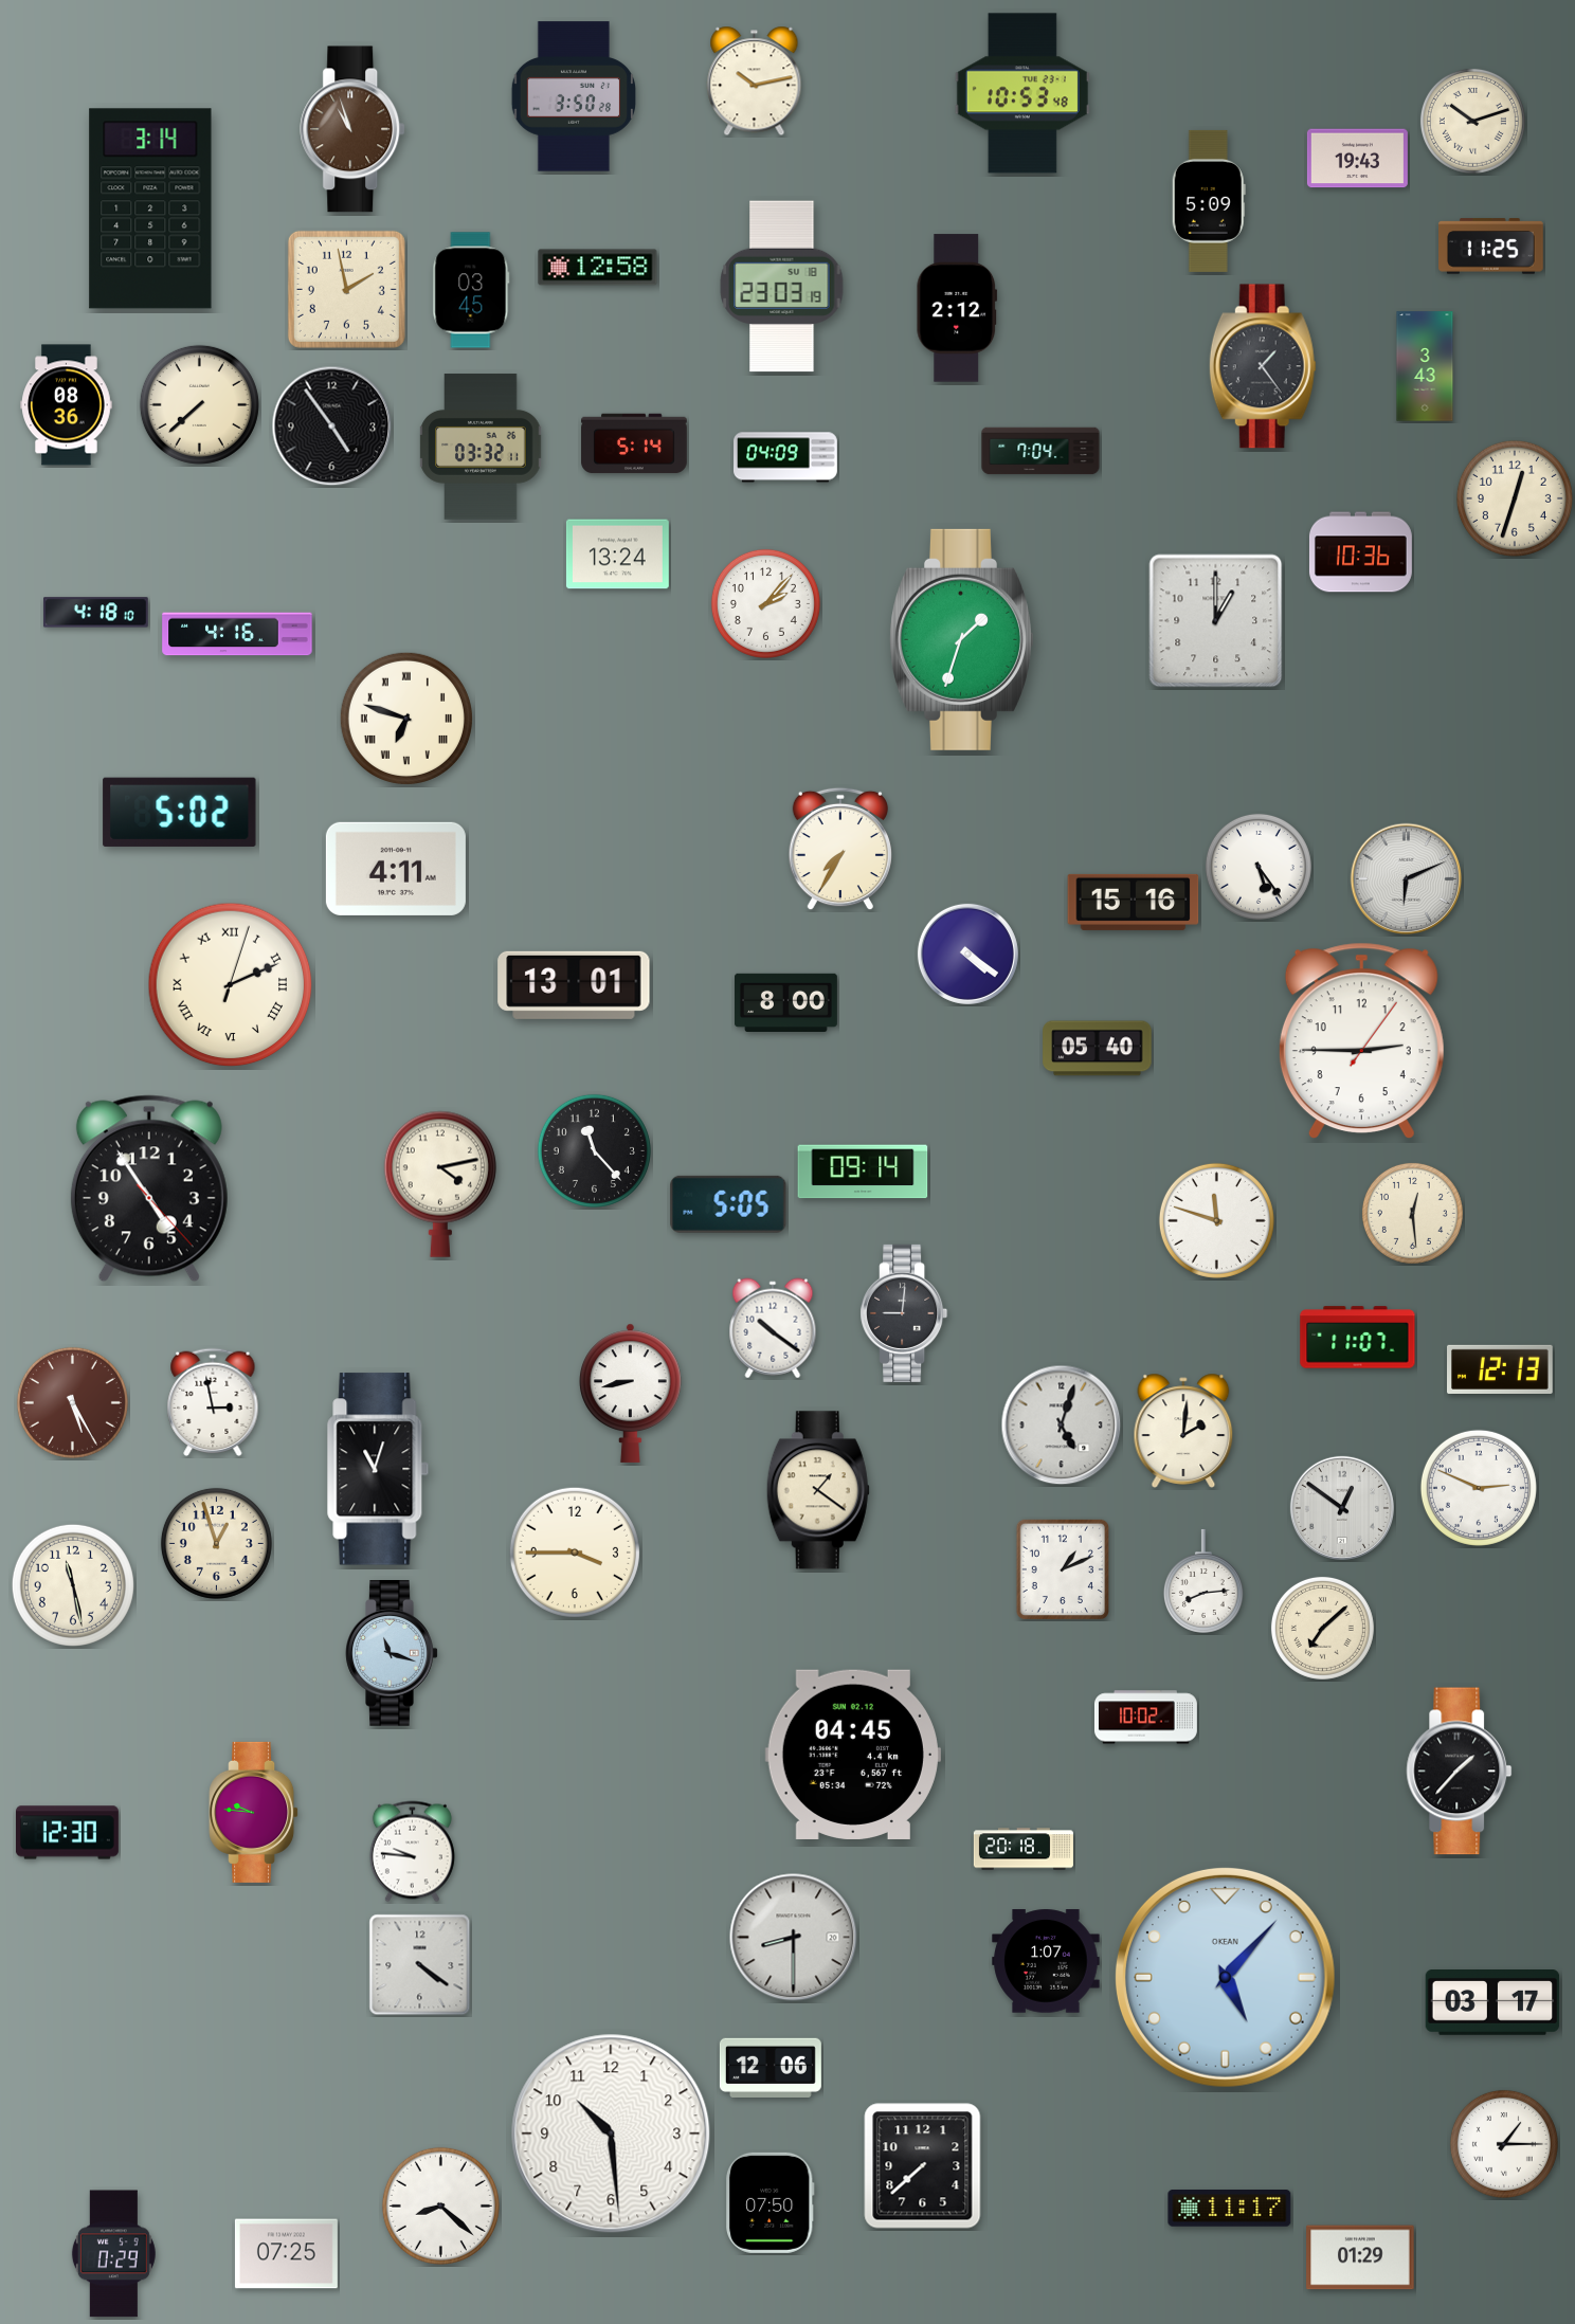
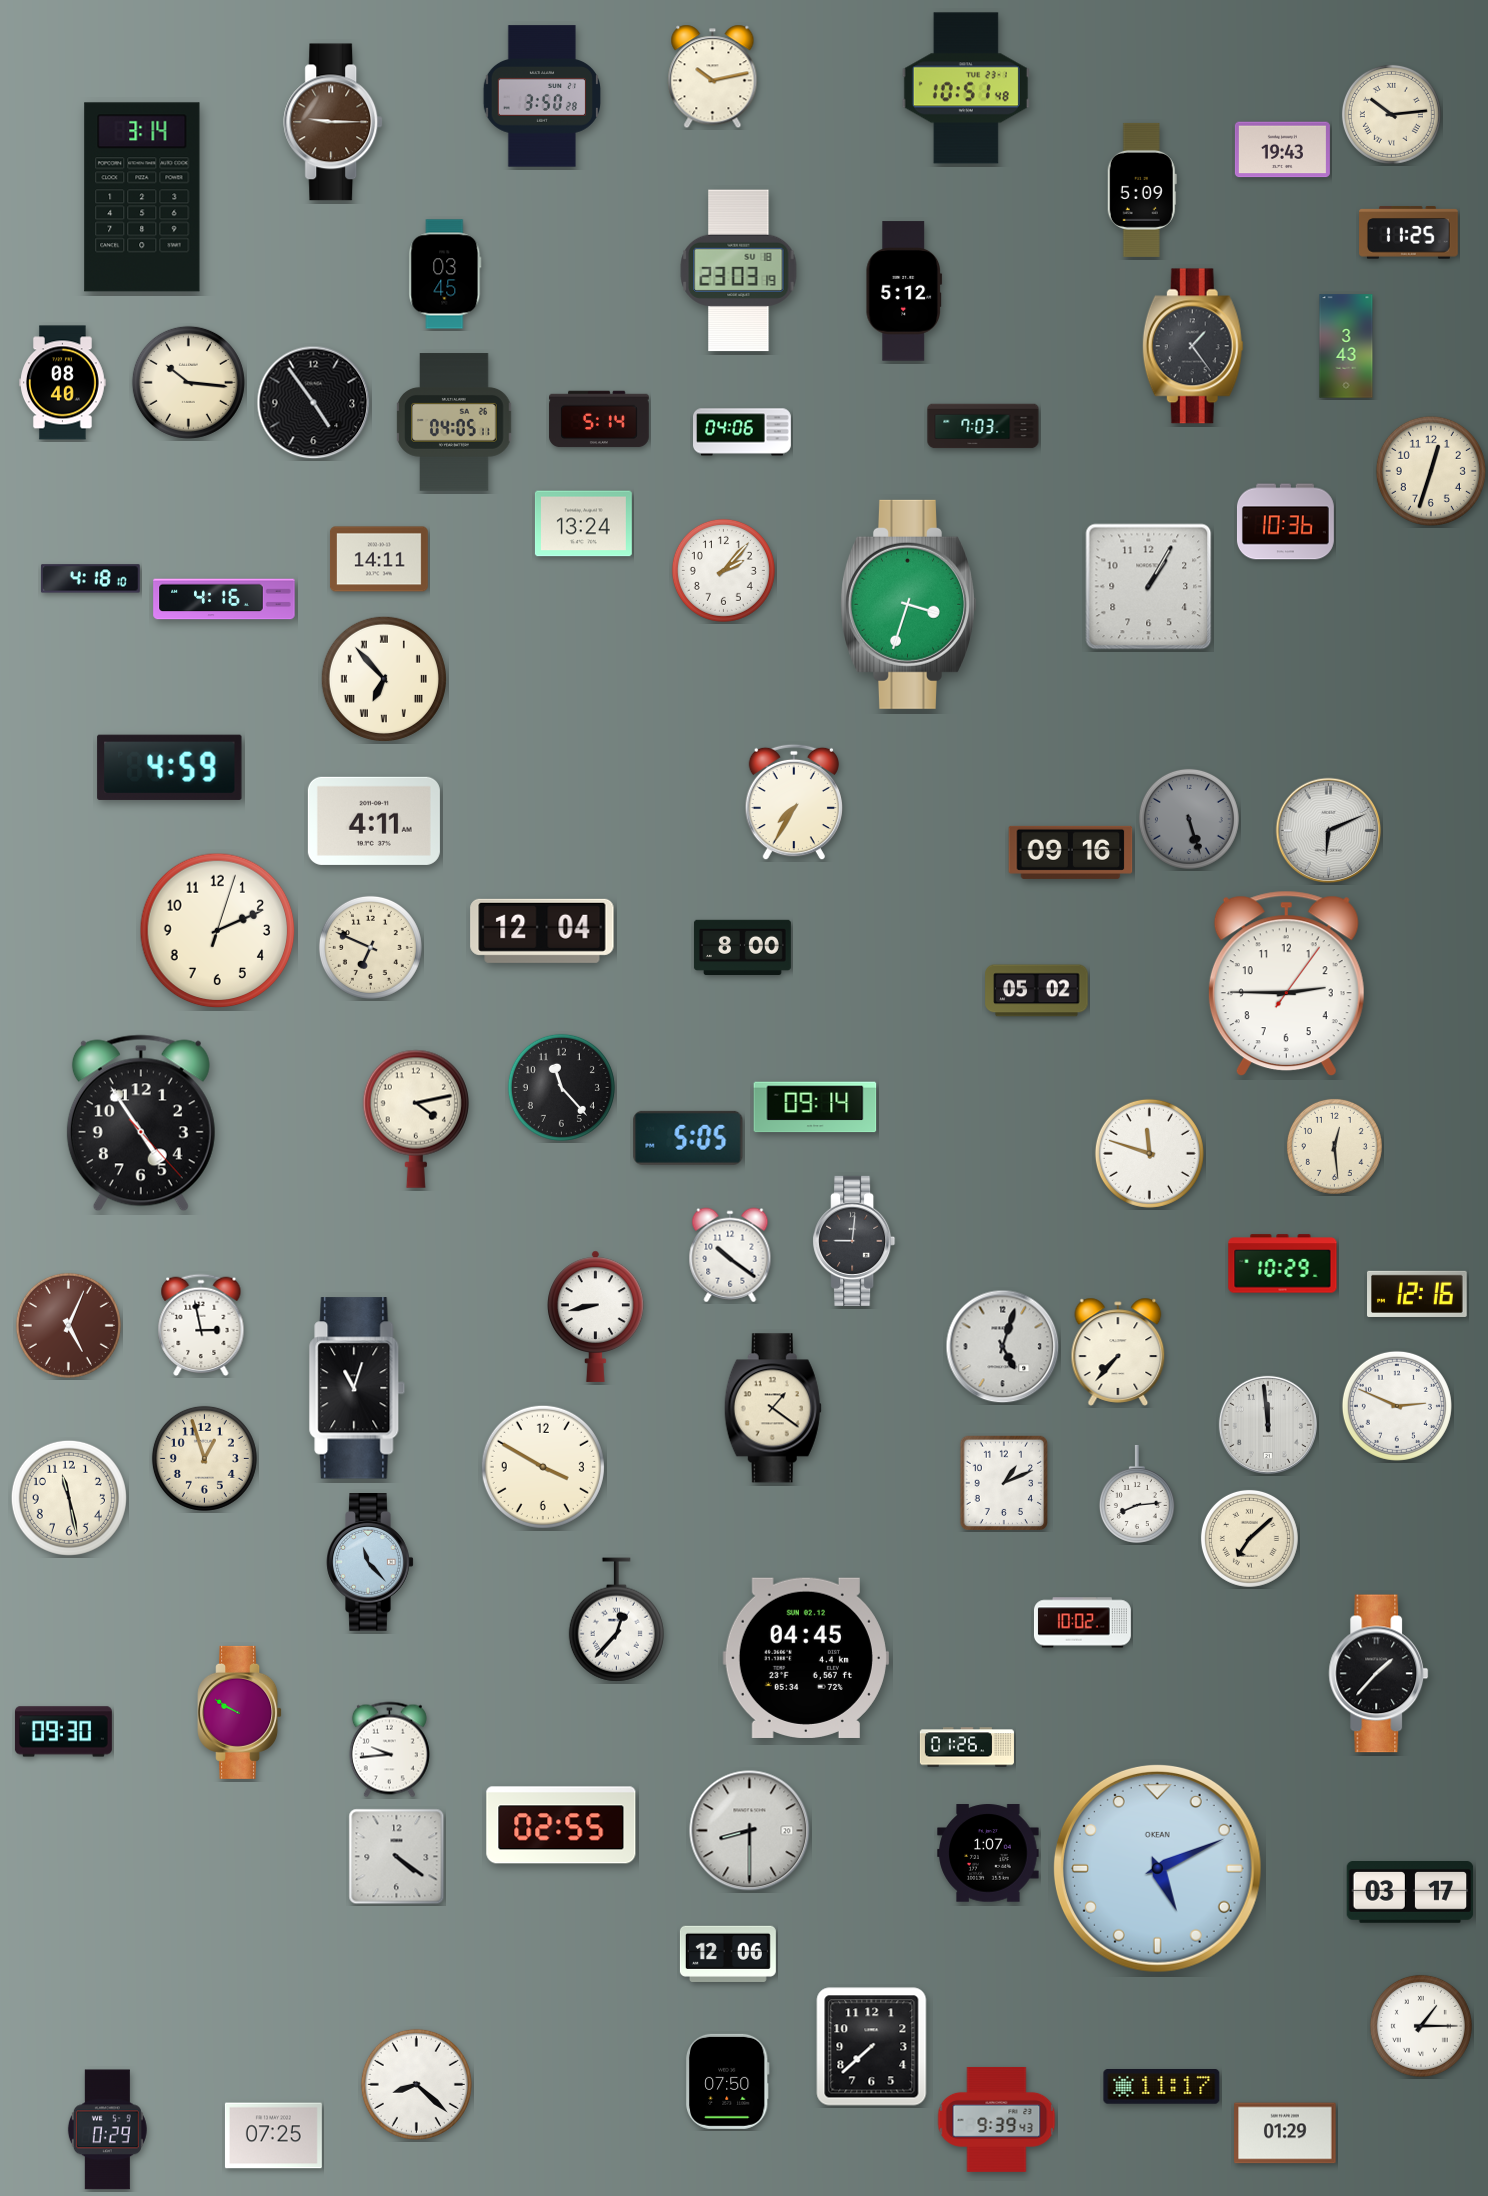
clock at (1022, 93): 10:53 -> 10:51
clock at (573, 96) position: (573, 96) -> (541, 96)
clock at (1472, 121): 10:12 -> 10:14
clock at (354, 129): 10:57 -> 9:15
clock at (598, 268): 12:58 -> none
clock at (346, 289): 1:58 -> none
clock at (957, 308): 2:12 -> 5:12
clock at (199, 404): 7:38 -> 10:16
clock at (67, 405): 08:36 -> 08:40
clock at (481, 447): 03:32 -> 04:05
clock at (1040, 451): 7:04 -> 7:03
clock at (786, 457): 04:09 -> 04:06
clock at (379, 559): none -> 14:11
clock at (1216, 621): 1:00 -> 1:05
clock at (962, 639): 1:33 -> 3:33
clock at (406, 719): 6:48 -> 6:53
clock at (180, 812): 5:02 -> 4:59
clock at (1259, 867): 5:24 -> 5:27
clock at (1259, 867) dial: white -> grey
clock at (1134, 902): 15:16 -> 09:16
clock at (967, 954): 4:21 -> none
clock at (231, 985) numerals: Roman -> Arabic
clock at (574, 985): 13:01 -> 12:04
clock at (370, 947): none -> 6:49
clock at (1098, 1049): 05:40 -> 05:02
clock at (1358, 1338): 11:07 -> 10:29
clock at (1501, 1369): 12:13 -> 12:16
clock at (72, 1402): 5:25 -> 5:04
clock at (1183, 1431): 2:01 -> 7:37
clock at (1342, 1508): 12:51 -> 11:59
clock at (575, 1553): 3:45 -> 3:50
clock at (392, 1654): 11:18 -> 11:23
clock at (616, 1620): none -> 12:37
clock at (254, 1812): 9:46 -> 9:50
clock at (67, 1833): 12:30 -> 09:30
clock at (1024, 1849): 20:18 -> 01:26
clock at (412, 1852): 9:46 -> 9:44
clock at (561, 1825): none -> 02:55
clock at (1225, 1977): 5:07 -> 5:11
clock at (611, 2134): 10:29 -> none
clock at (997, 2119): none -> 9:39
clock at (286, 2254) position: (286, 2254) -> (273, 2136)
